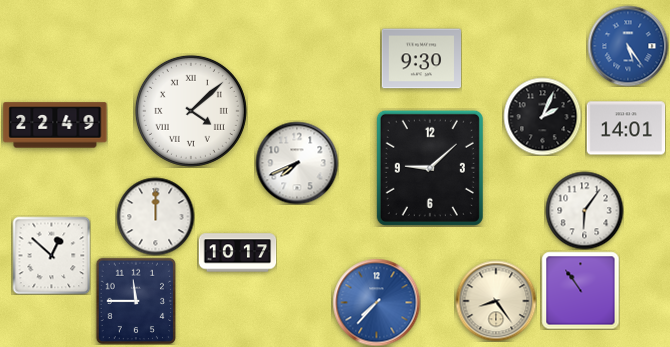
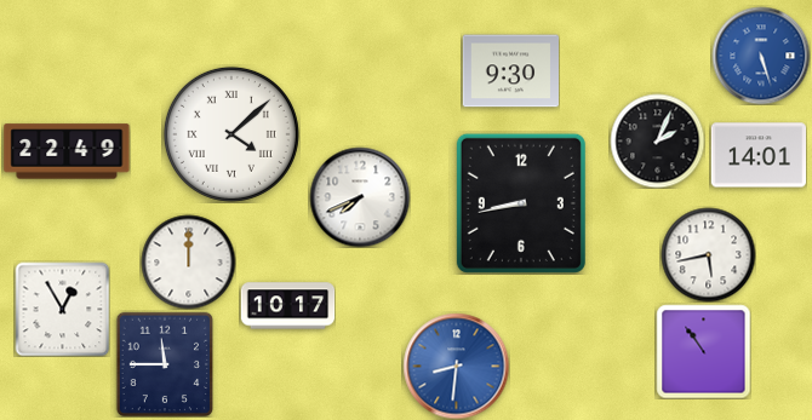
clock at (628, 46): 5:24 -> 5:27
clock at (430, 168): 9:08 -> 8:43
clock at (584, 210): 6:06 -> 5:43
clock at (51, 255): 12:52 -> 12:55
clock at (496, 301): 8:24 -> none
clock at (376, 302): 7:37 -> 8:31
